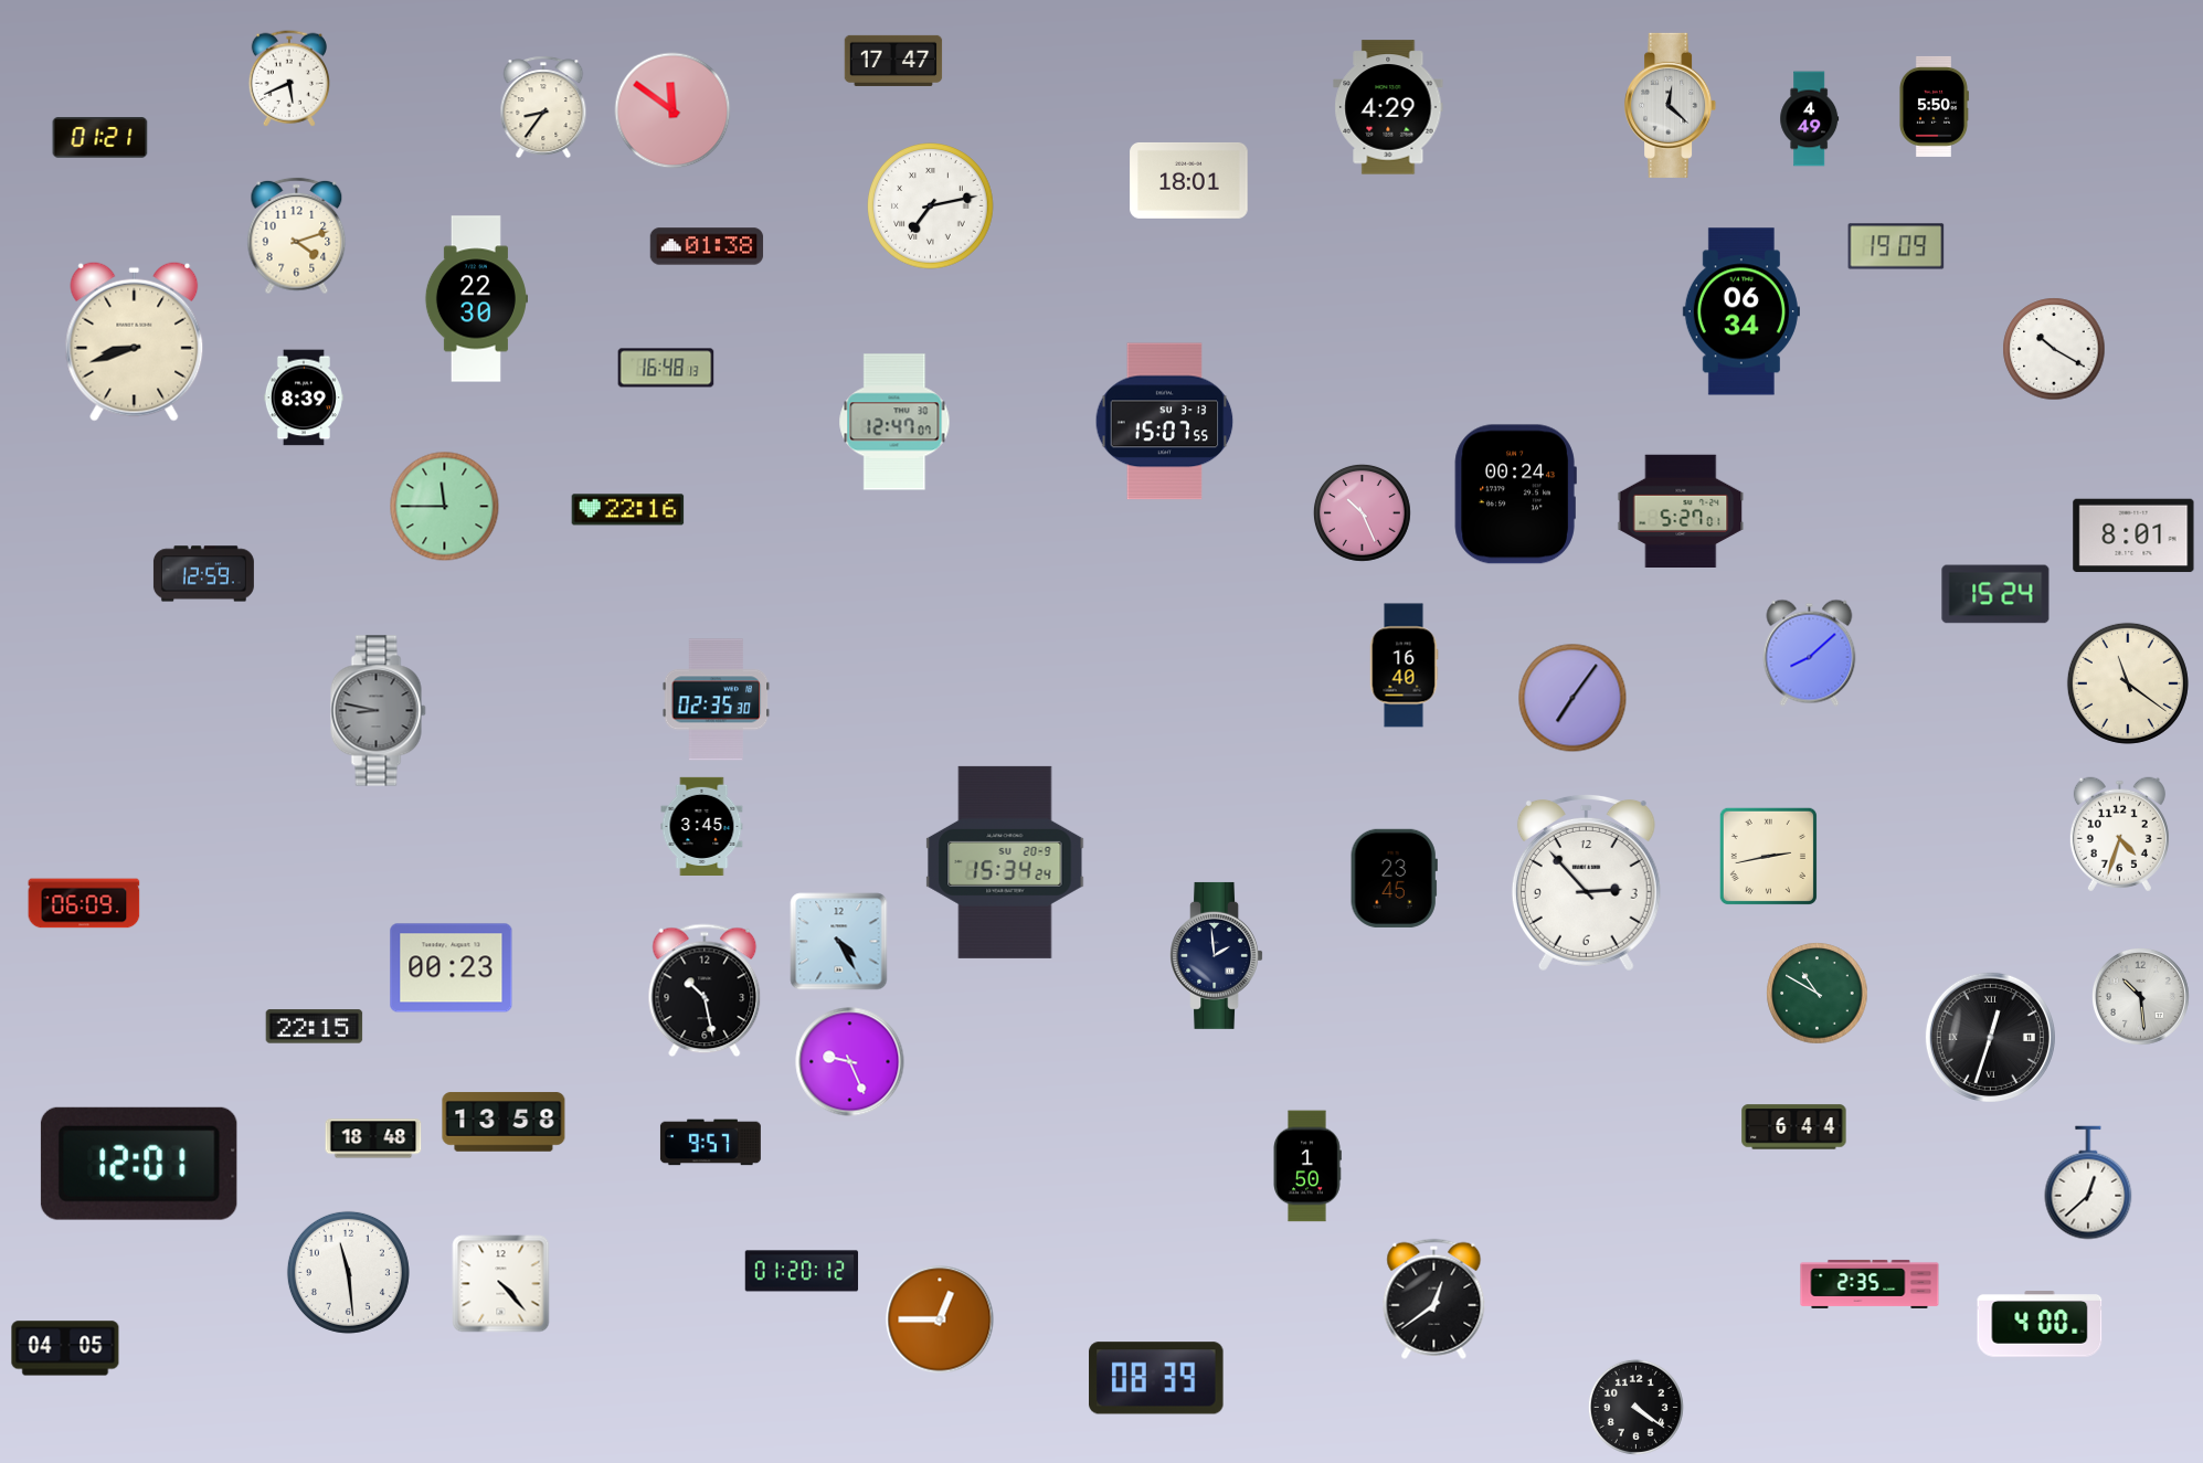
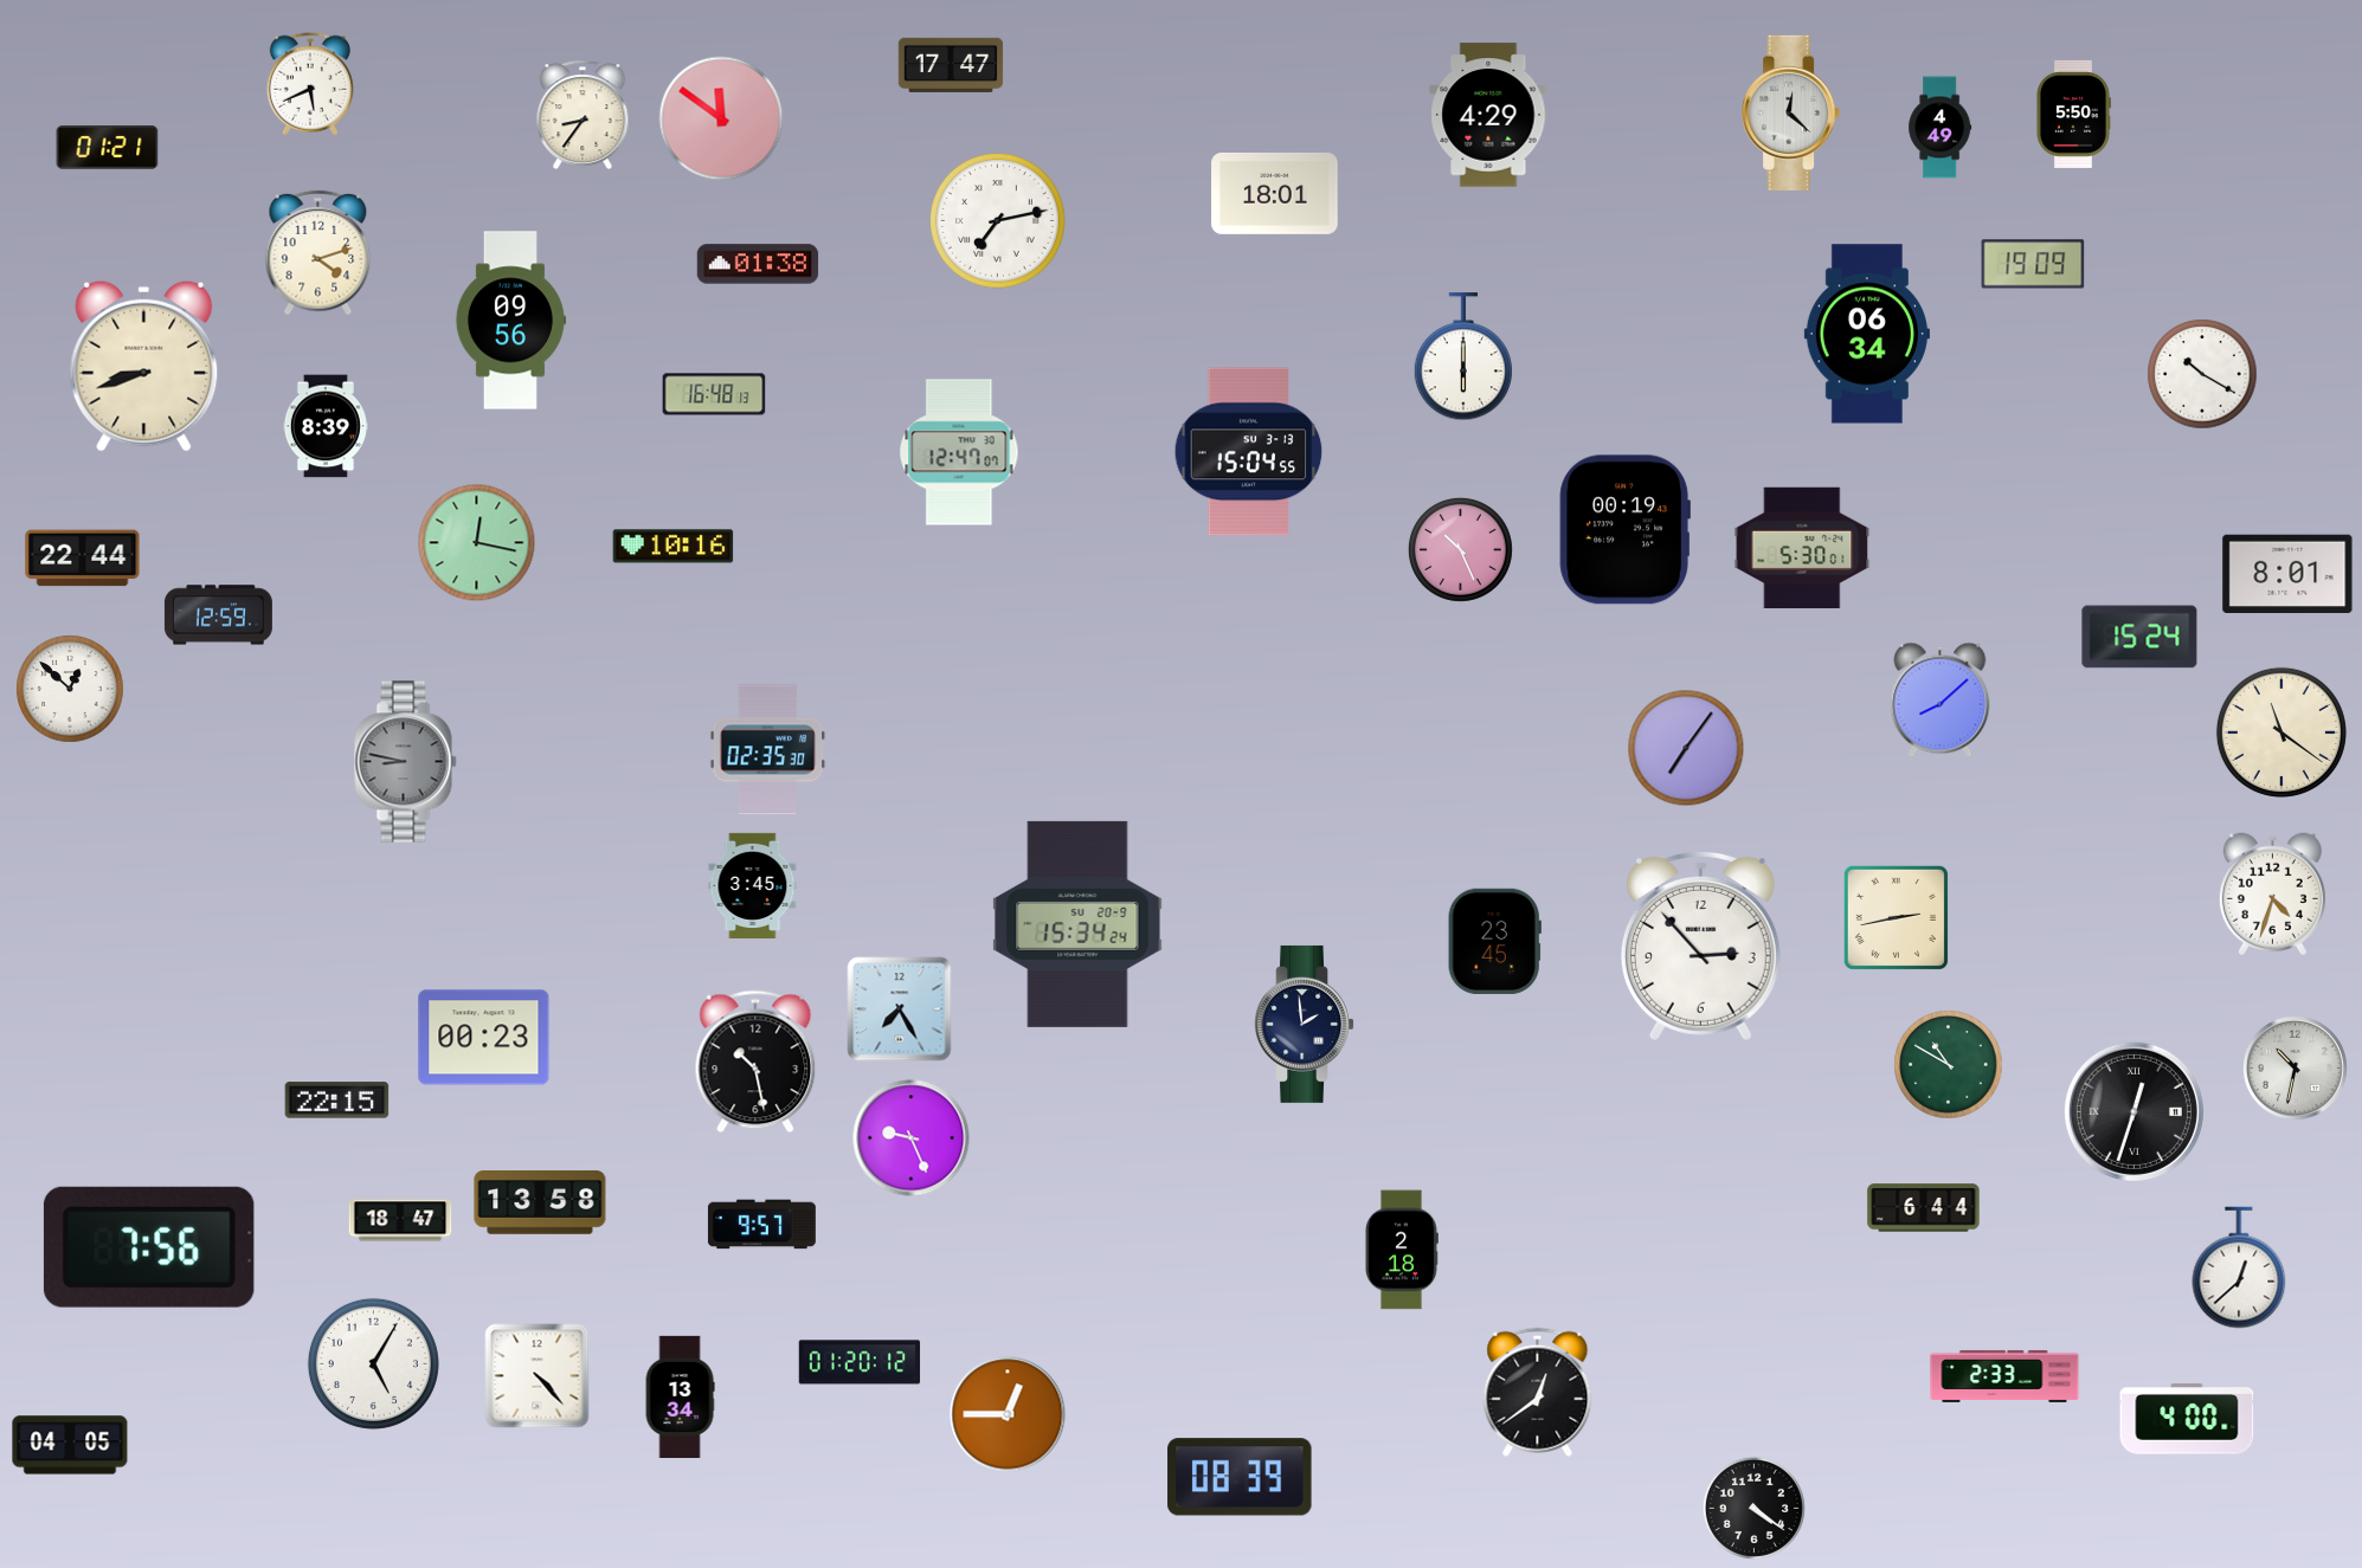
clock at (893, 61) position: (893, 61) -> (951, 65)
clock at (476, 299): 22:30 -> 09:56
clock at (1463, 357): none -> 6:00
clock at (1165, 422): 15:07 -> 15:04
clock at (1515, 495): 00:24 -> 00:19
clock at (445, 507): 11:45 -> 12:17
clock at (628, 510): 22:16 -> 10:16
clock at (1681, 510): 5:27 -> 5:30
clock at (83, 559): none -> 22:44
clock at (70, 689): none -> 12:52
clock at (1404, 666): 16:40 -> none
clock at (84, 903): 06:09 -> none
clock at (839, 942): 4:25 -> 7:25
clock at (2141, 997): 10:29 -> 10:32
clock at (373, 1138): 18:48 -> 18:47
clock at (139, 1164): 12:01 -> 7:56
clock at (1307, 1166): 1:50 -> 2:18
clock at (348, 1272): 11:29 -> 5:05
clock at (1870, 1284): 2:35 -> 2:33
clock at (680, 1396): none -> 13:34
